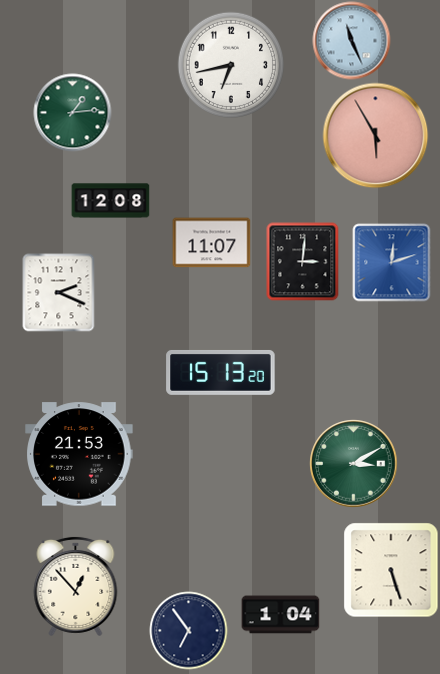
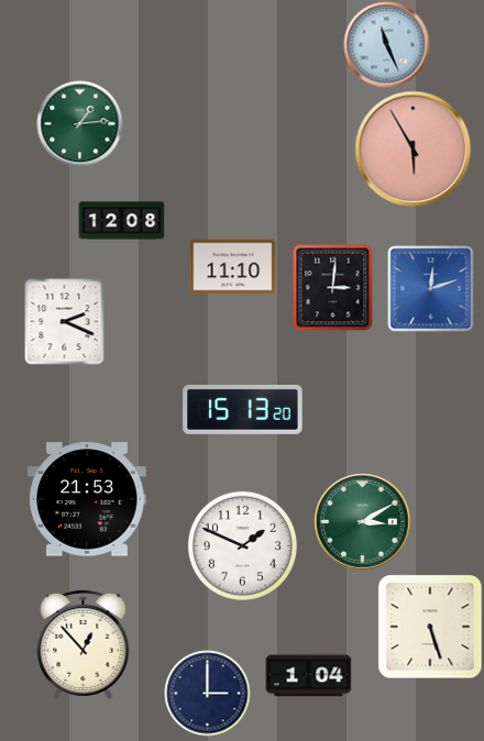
clock at (231, 65): 6:43 -> none
clock at (211, 243): 11:07 -> 11:10
clock at (353, 463) position: (353, 463) -> (362, 521)
clock at (242, 545): none -> 1:49
clock at (188, 630): 6:54 -> 3:00
